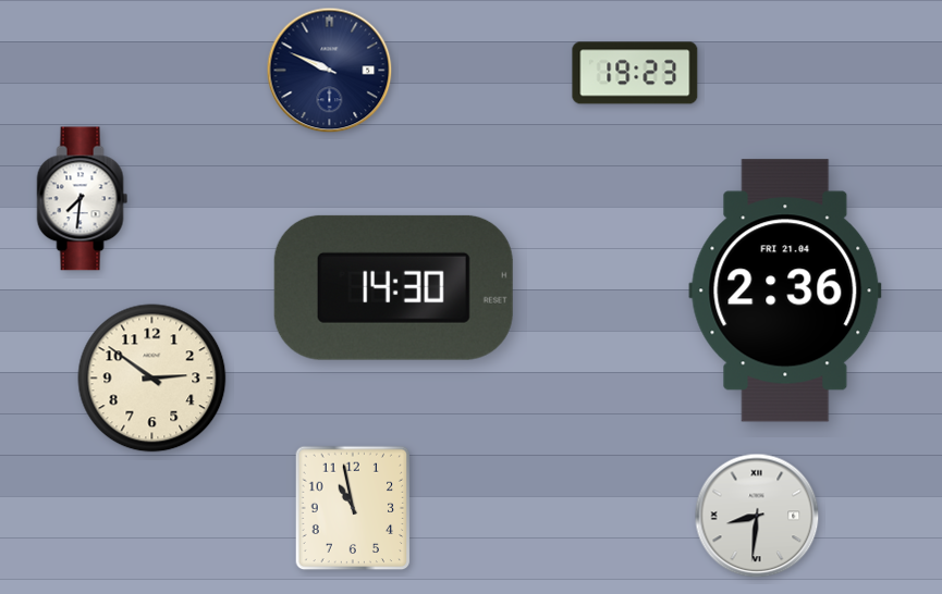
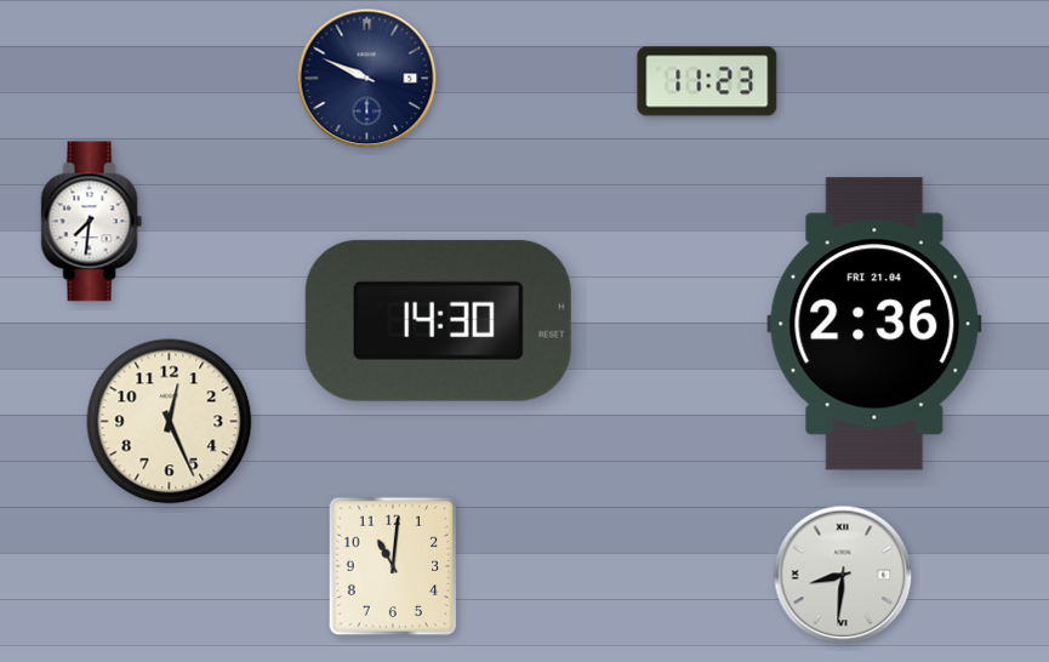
clock at (635, 73): 19:23 -> 11:23
clock at (152, 379): 2:51 -> 12:26
clock at (353, 508): 10:58 -> 11:01
